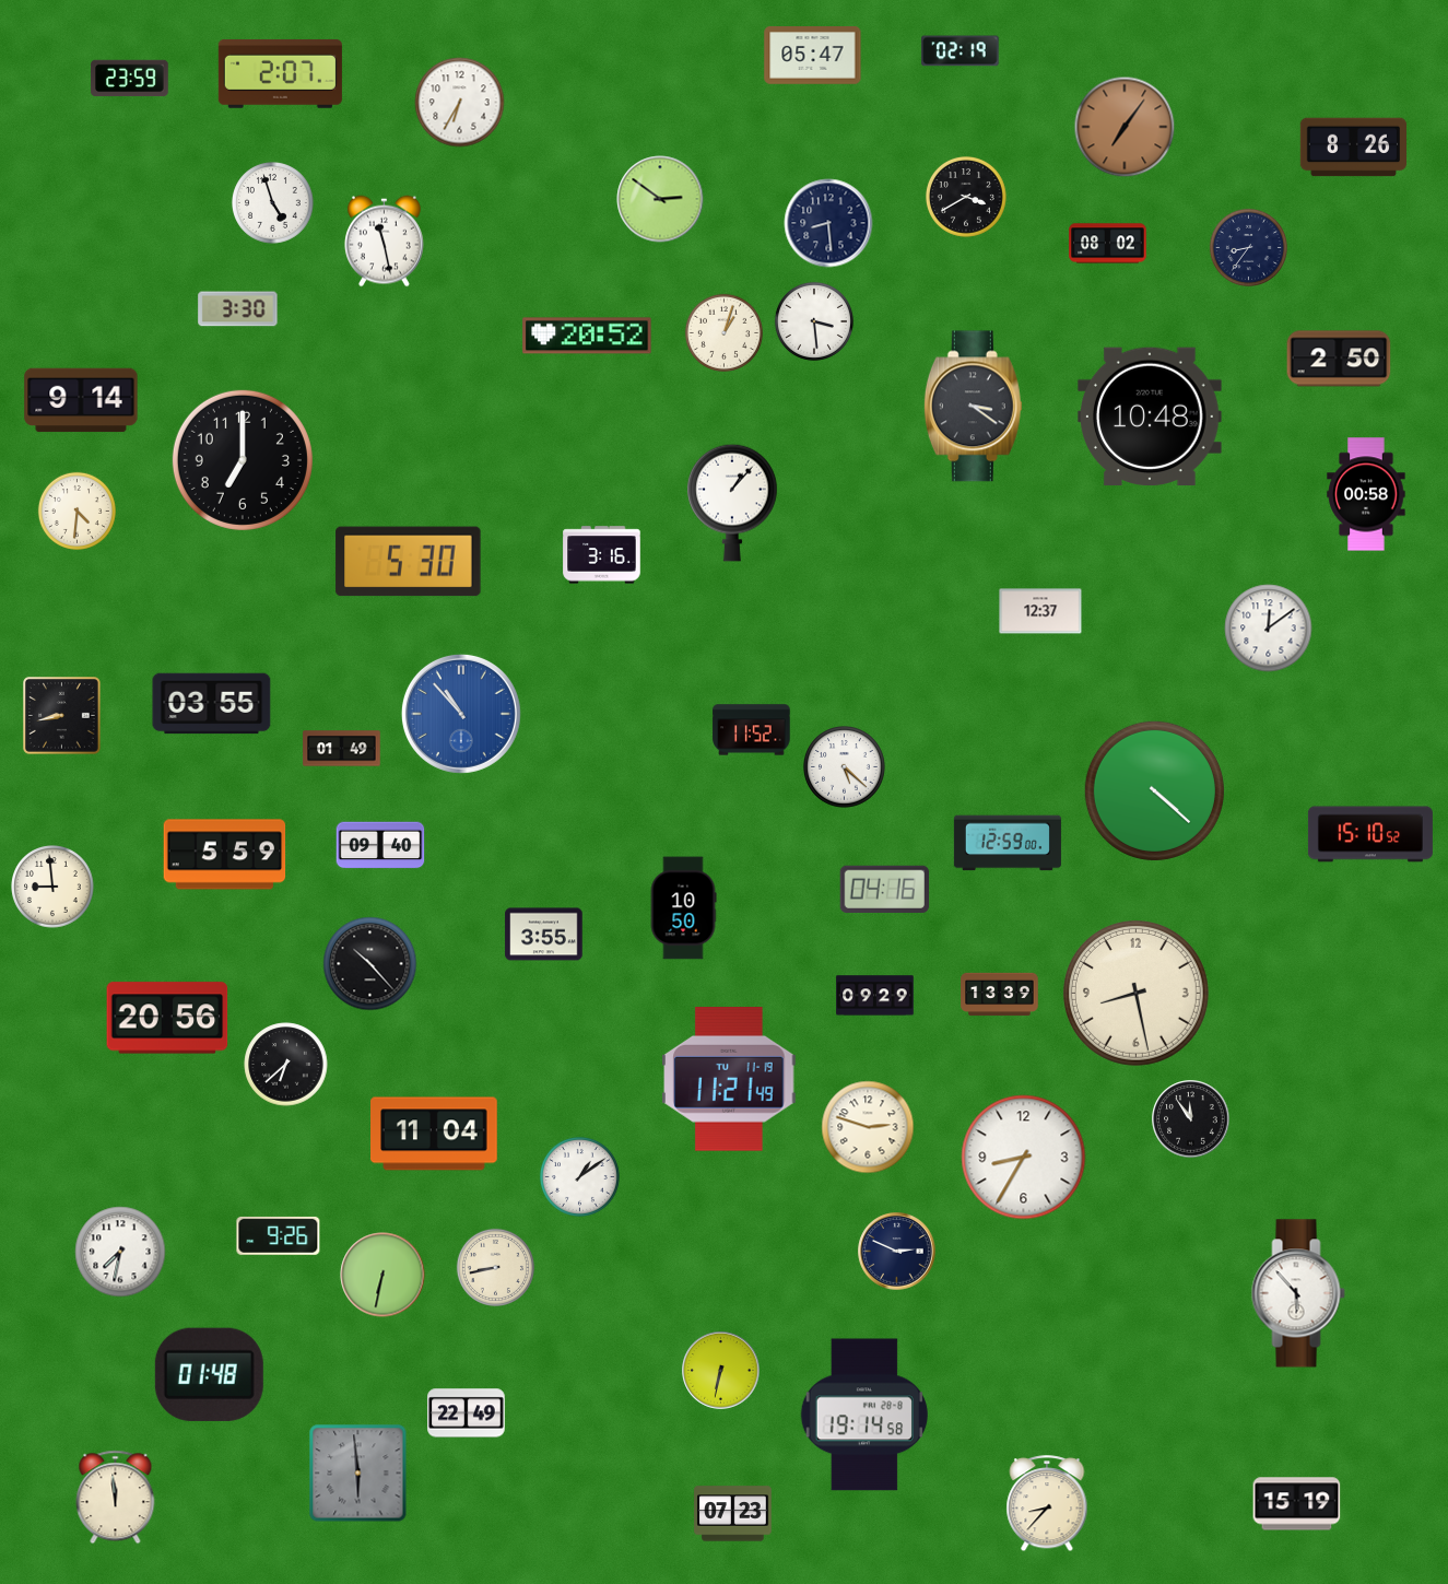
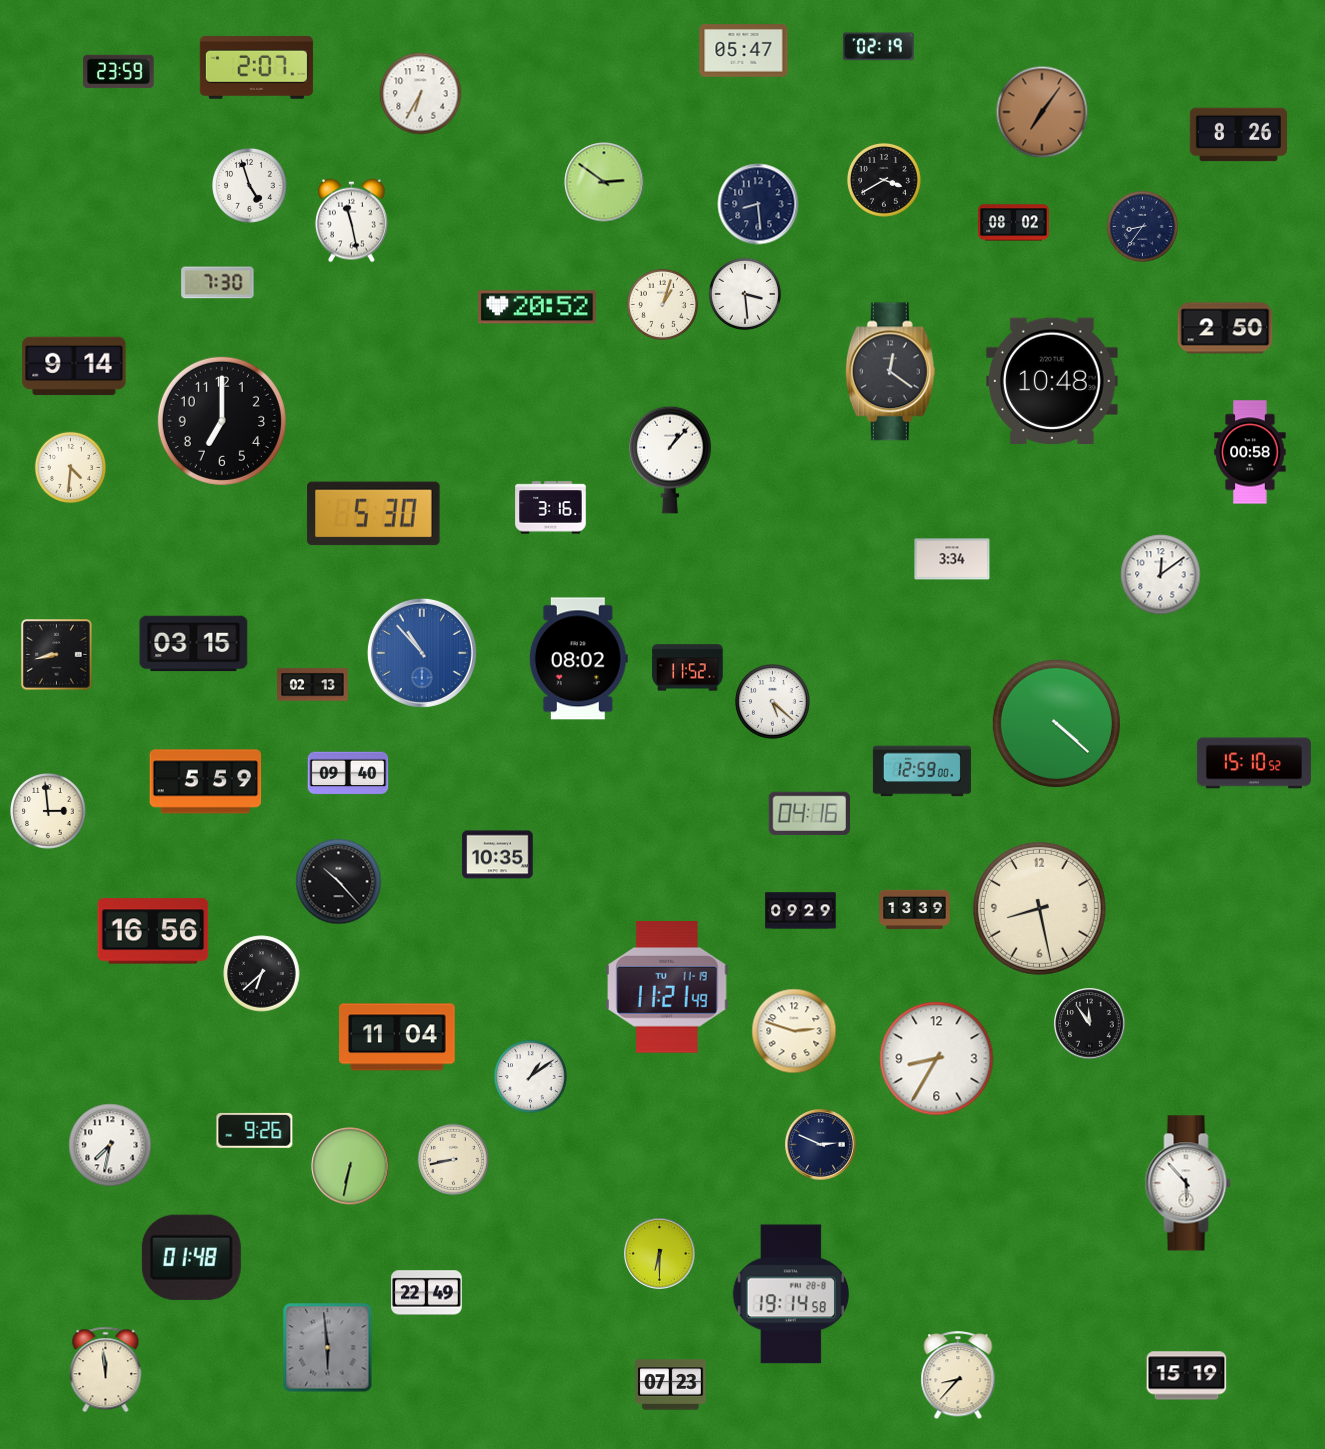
clock at (1125, 127) position: (1125, 127) -> (1042, 112)
clock at (238, 309): 3:30 -> 7:30
clock at (973, 407): 3:21 -> 12:21
clock at (1040, 611): 12:37 -> 3:34
clock at (212, 704): 03:55 -> 03:15
clock at (578, 659): none -> 08:02
clock at (342, 749): 01:49 -> 02:13
clock at (52, 887): 8:59 -> 2:59
clock at (683, 908): 10:50 -> none
clock at (544, 935): 3:55 -> 10:35
clock at (167, 1018): 20:56 -> 16:56
clock at (721, 1371): 6:32 -> 6:30
